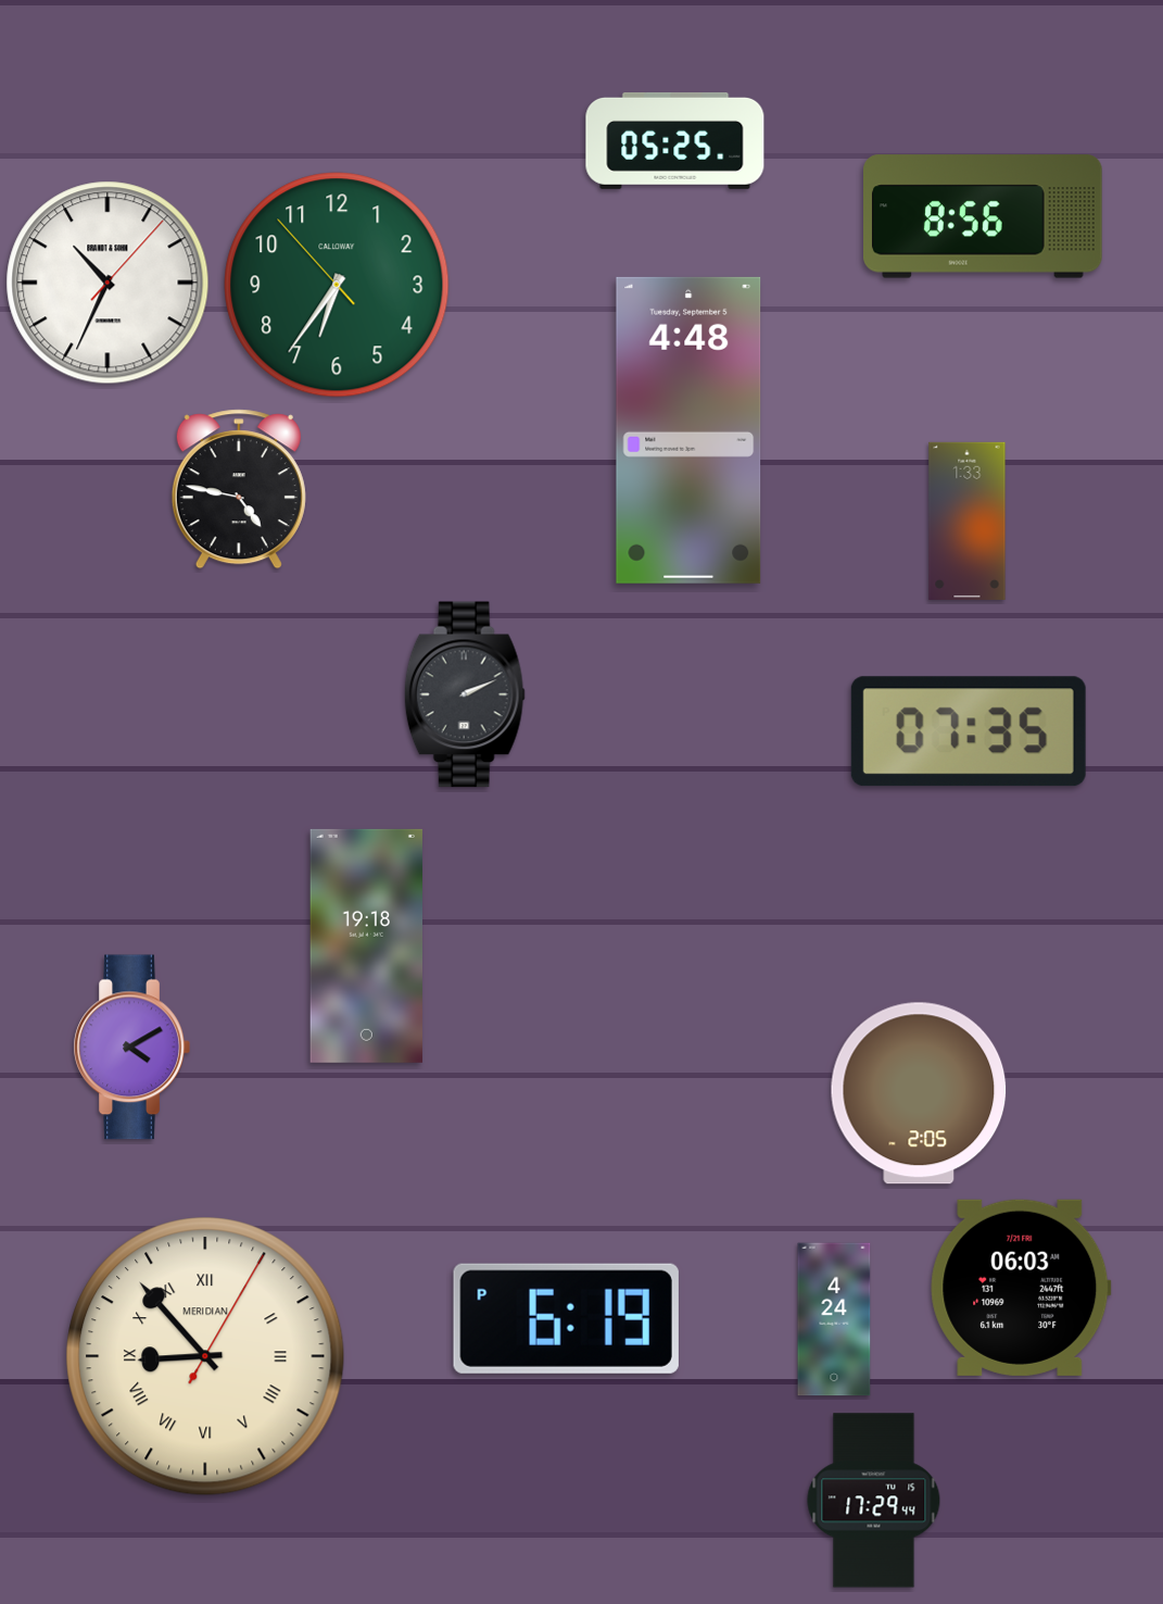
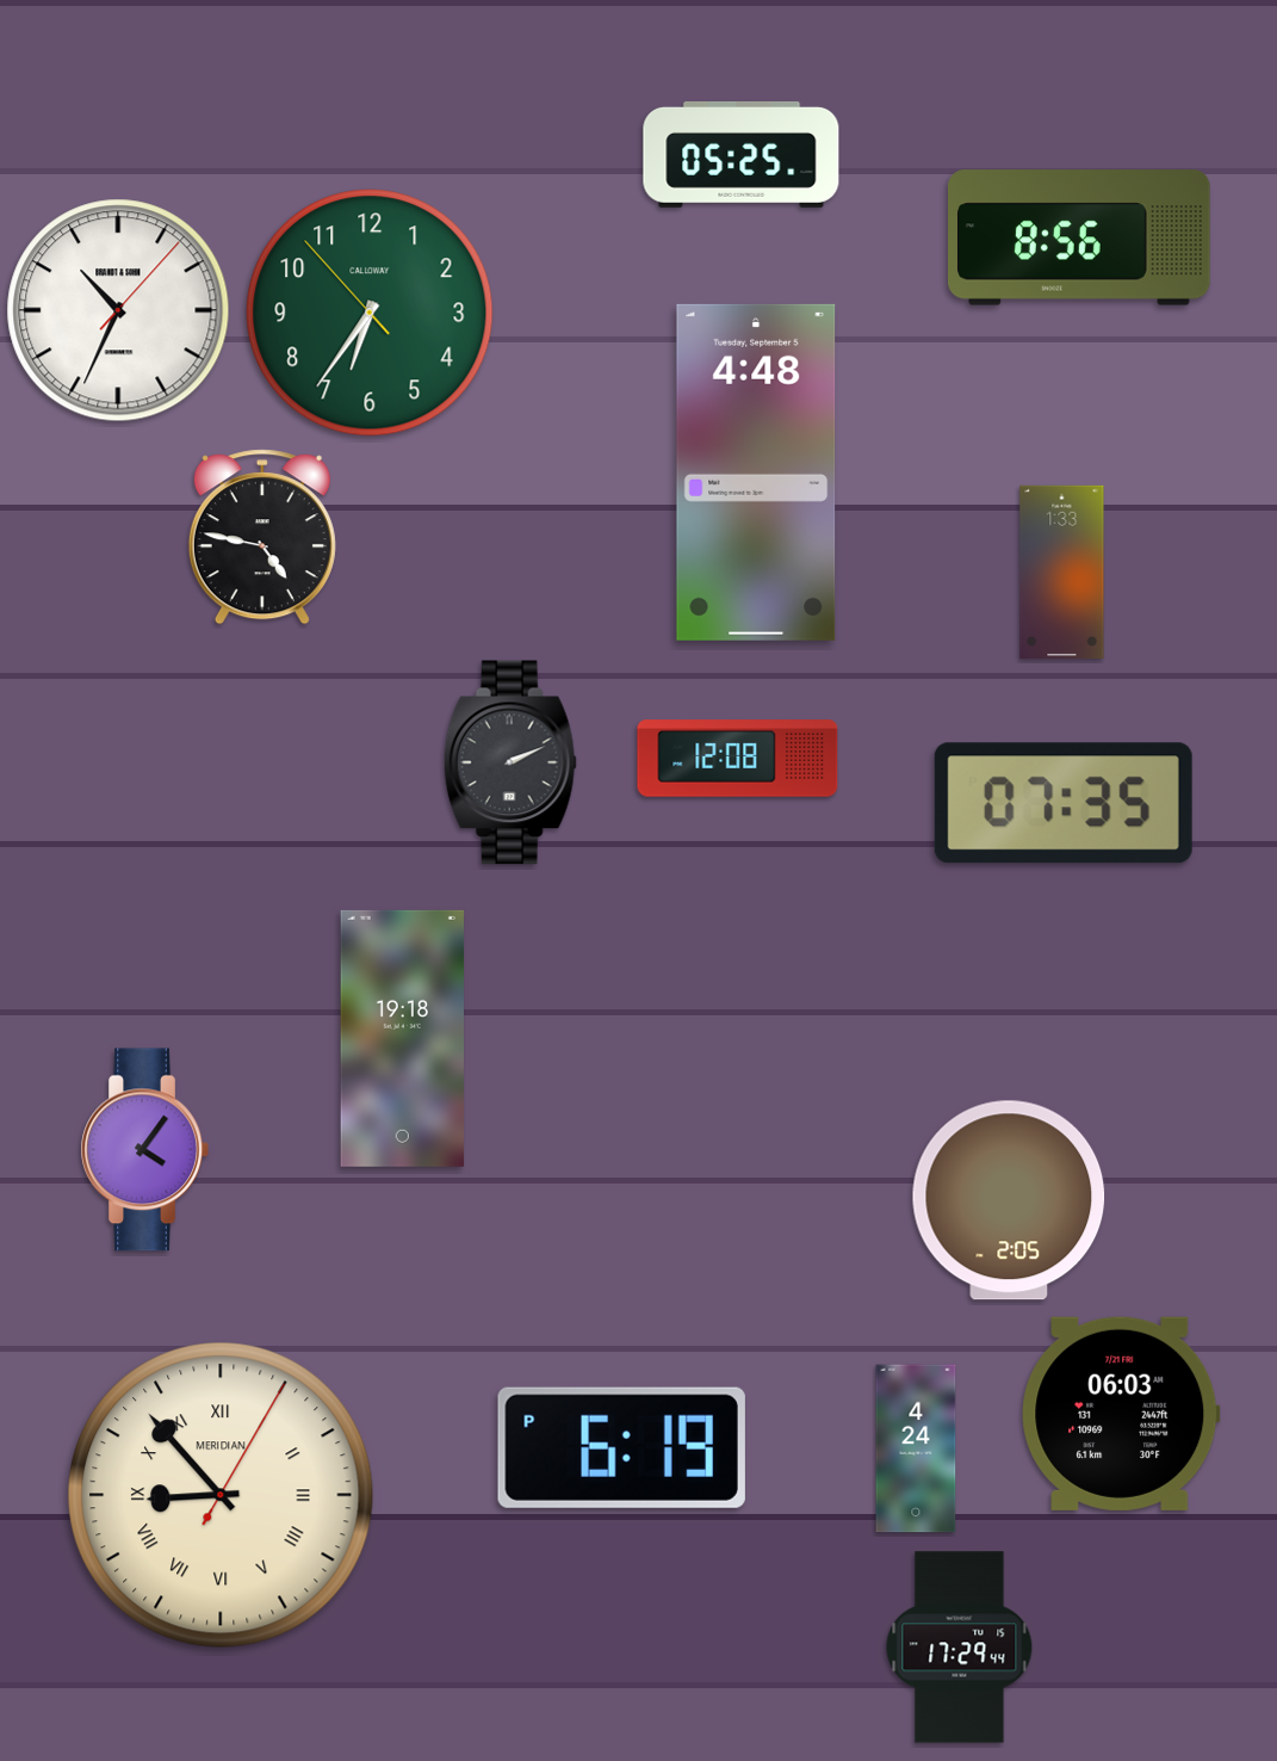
clock at (738, 759): none -> 12:08
clock at (131, 1048): 4:10 -> 4:06
clock at (205, 1356) position: (205, 1356) -> (221, 1495)
